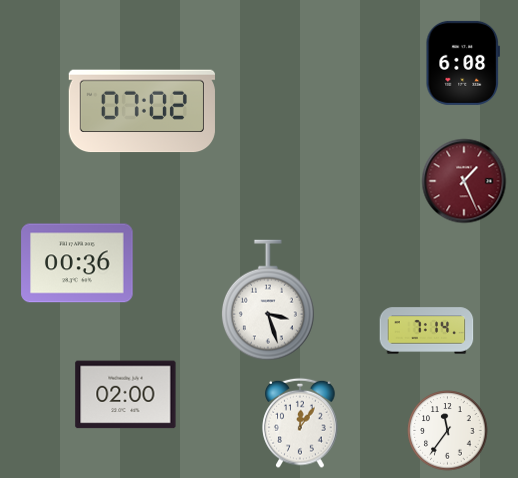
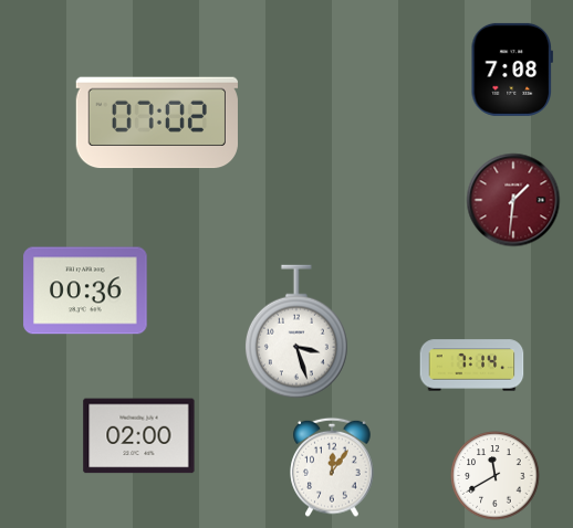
clock at (462, 63): 6:08 -> 7:08
clock at (464, 181): 1:26 -> 1:31
clock at (448, 431): 11:36 -> 11:40
